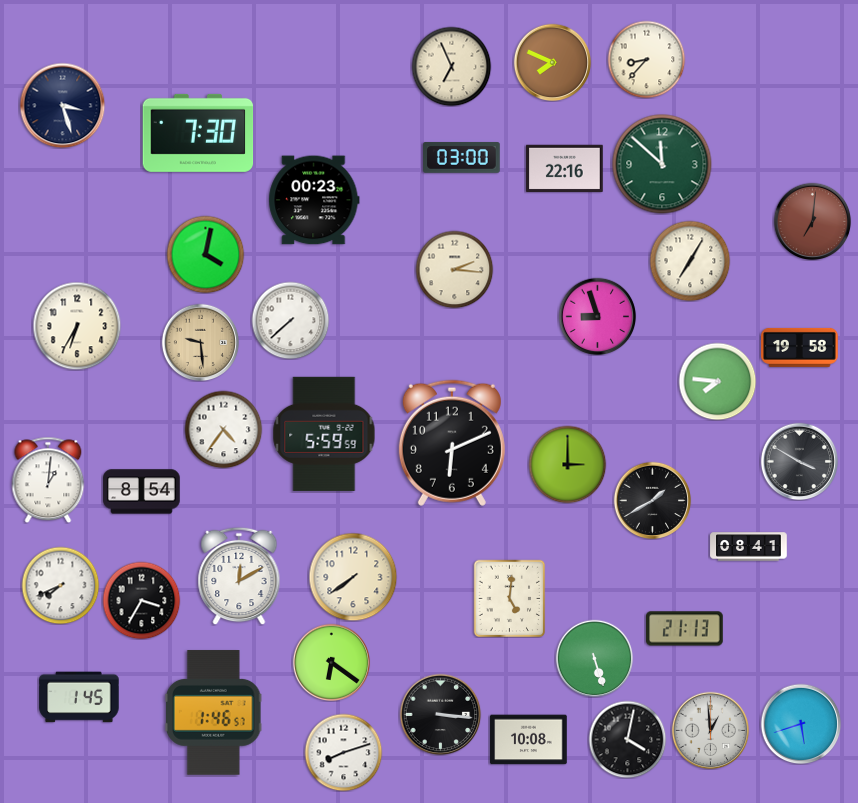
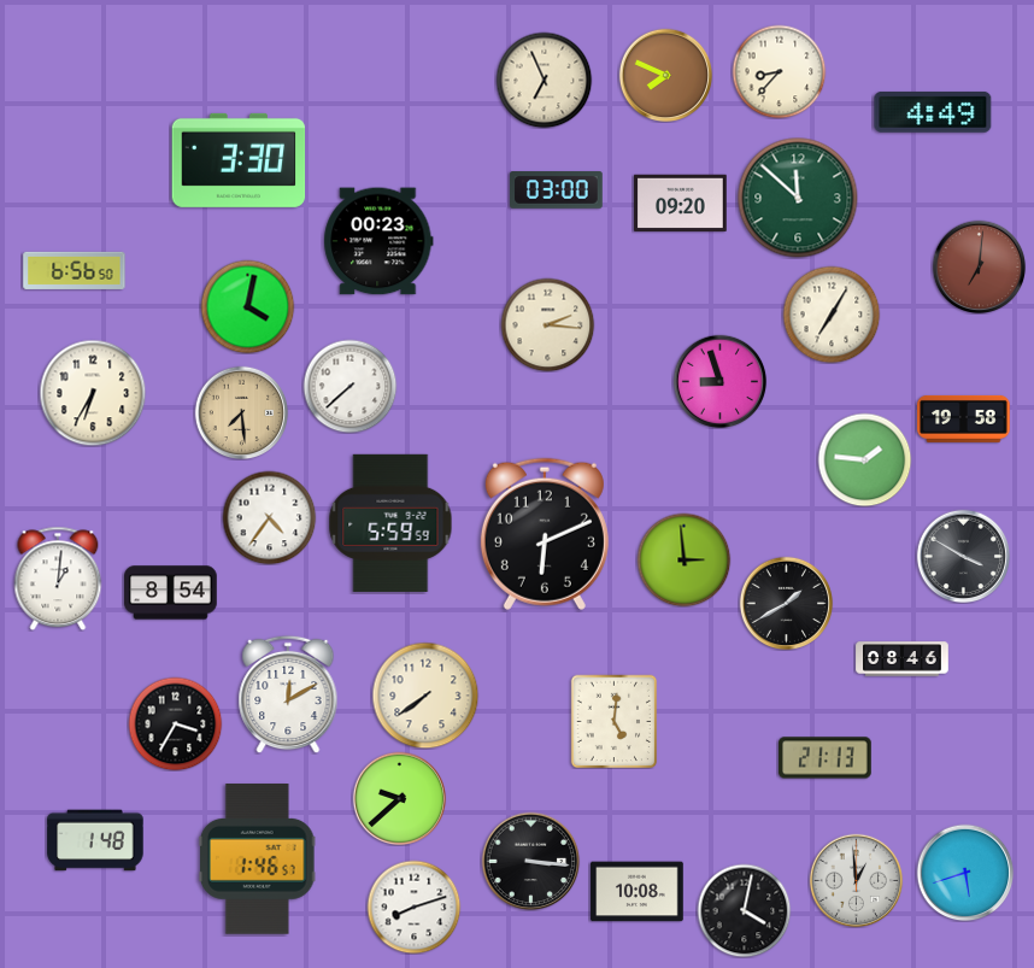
clock at (933, 112): none -> 4:49
clock at (62, 105): 3:27 -> none
clock at (198, 133): 7:30 -> 3:30
clock at (565, 168): 22:16 -> 09:20
clock at (75, 270): none -> 6:56
clock at (200, 342): 9:29 -> 7:29
clock at (717, 381): 7:46 -> 1:46
clock at (567, 464): 3:00 -> 2:59
clock at (749, 547): 08:41 -> 08:46
clock at (60, 585): 7:41 -> none
clock at (141, 600) position: (141, 600) -> (175, 723)
clock at (594, 658): 5:27 -> none
clock at (331, 662): 6:21 -> 9:38
clock at (79, 697): 1:45 -> 1:48
clock at (627, 739) position: (627, 739) -> (744, 910)
